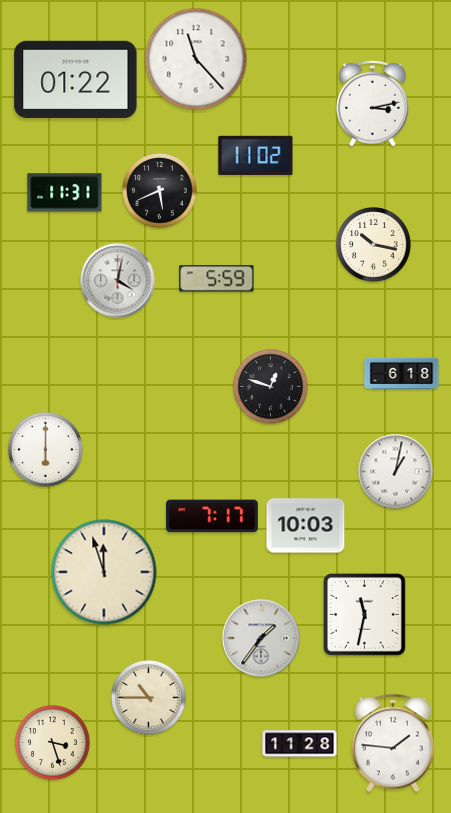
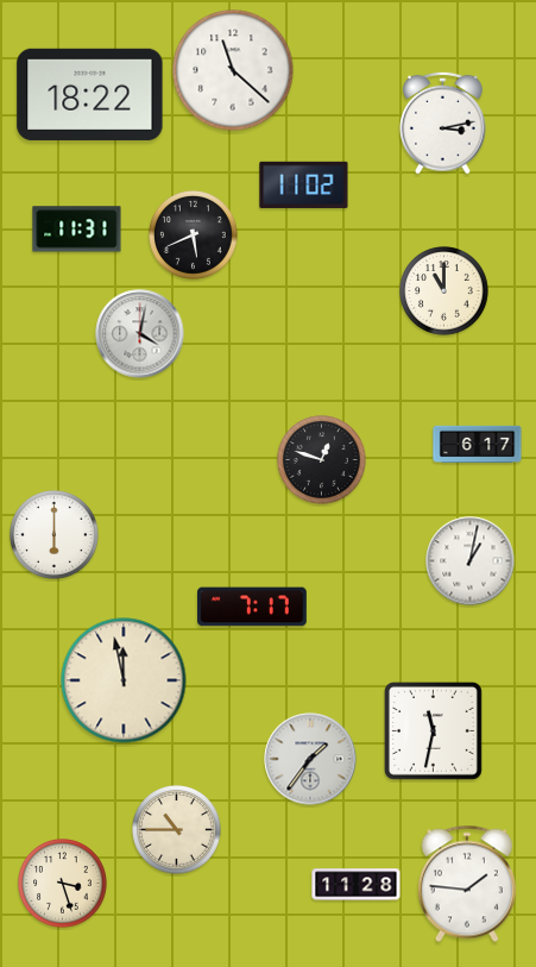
clock at (196, 59): 11:23 -> 11:22
clock at (76, 79): 01:22 -> 18:22
clock at (160, 191) position: (160, 191) -> (194, 236)
clock at (374, 245): 10:17 -> 11:00
clock at (217, 279): 5:59 -> none
clock at (402, 374): 6:18 -> 6:17
clock at (213, 516) position: (213, 516) -> (253, 607)
clock at (306, 526): 10:03 -> none
clock at (104, 572): 11:57 -> 11:58
